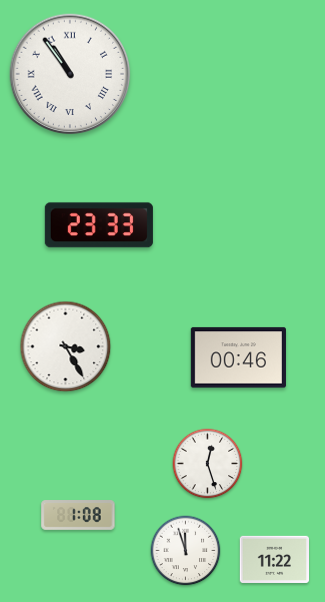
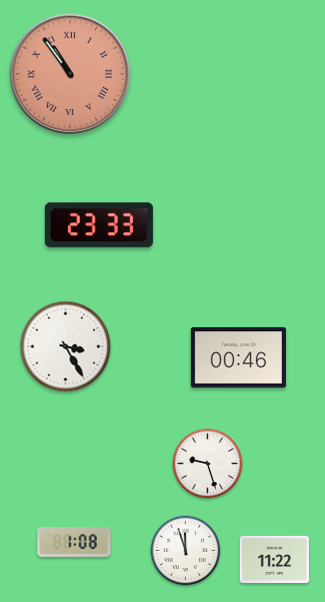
clock at (70, 74) dial: white -> salmon
clock at (208, 464): 12:27 -> 9:27
clock at (78, 516) position: (78, 516) -> (74, 543)
